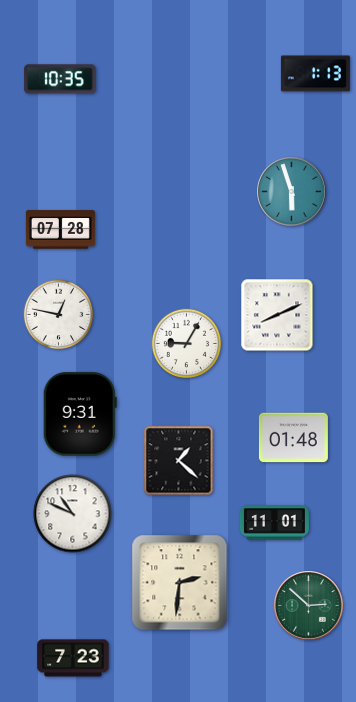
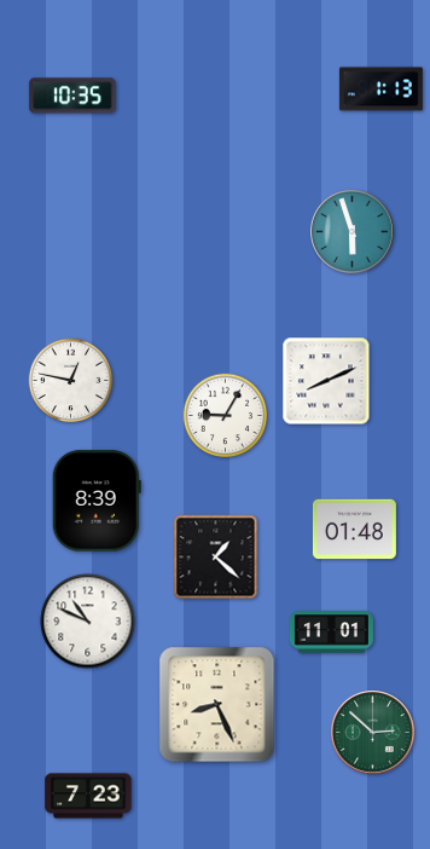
clock at (60, 230): 07:28 -> none
clock at (277, 315) position: (277, 315) -> (326, 381)
clock at (80, 414): 9:31 -> 8:39
clock at (180, 583): 2:31 -> 8:26
